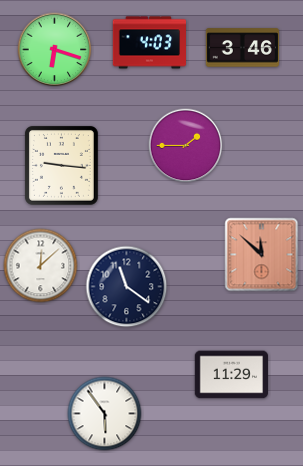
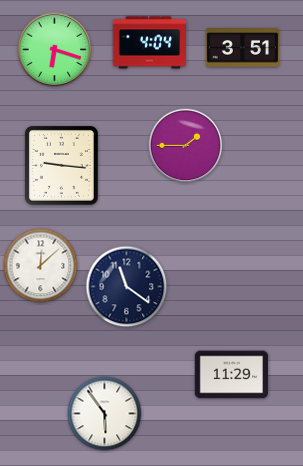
clock at (149, 43): 4:03 -> 4:04
clock at (242, 48): 3:46 -> 3:51
clock at (262, 255): 11:52 -> none
